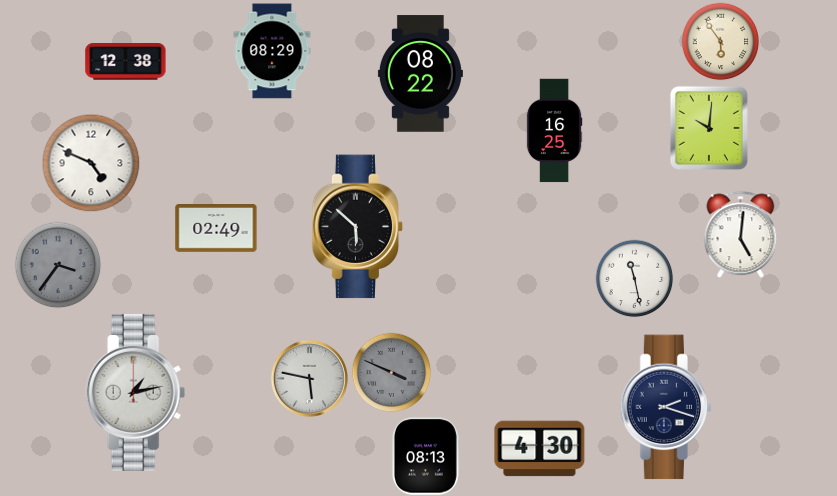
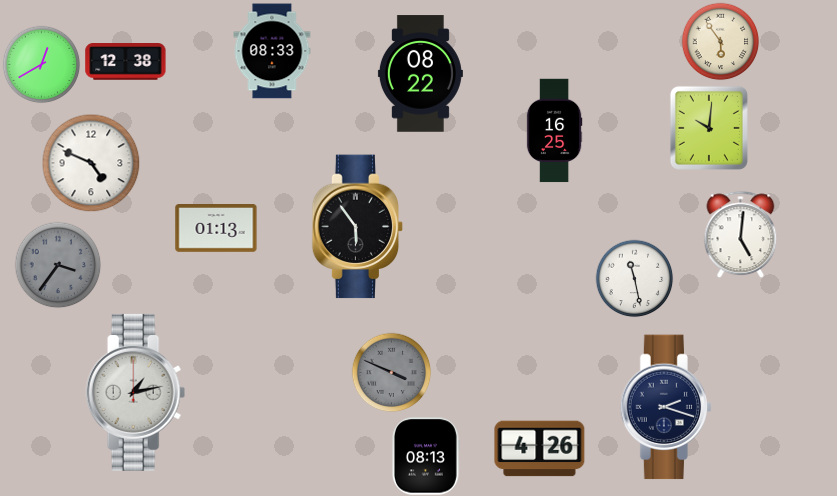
clock at (272, 51): 08:29 -> 08:33
clock at (41, 64): none -> 12:40
clock at (358, 227): 5:52 -> 5:54
clock at (216, 229): 02:49 -> 01:13
clock at (309, 378): 5:47 -> none
clock at (540, 449): 4:30 -> 4:26
